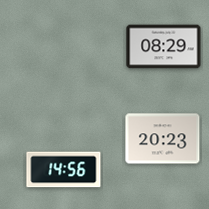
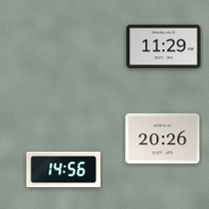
clock at (164, 47): 08:29 -> 11:29
clock at (163, 139): 20:23 -> 20:26
